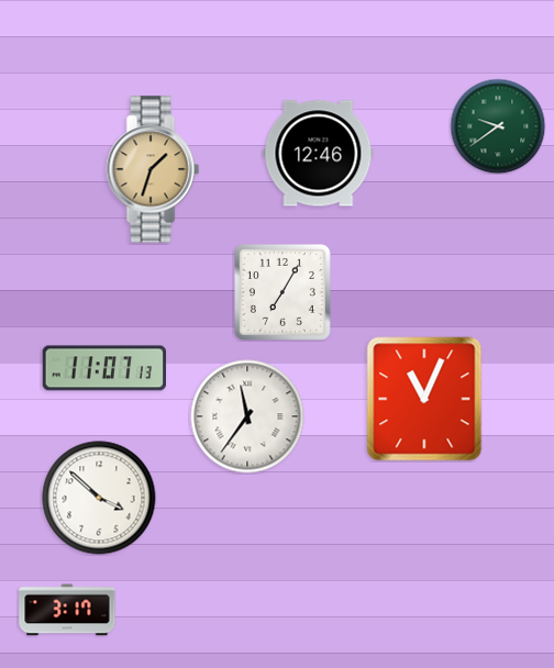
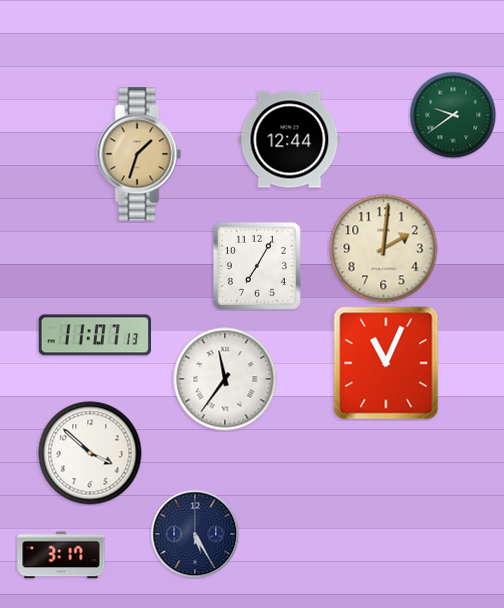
clock at (319, 154): 12:46 -> 12:44
clock at (384, 249): none -> 2:01
clock at (195, 534): none -> 5:25
